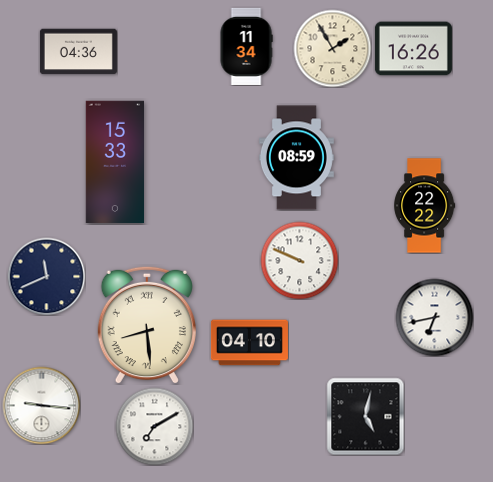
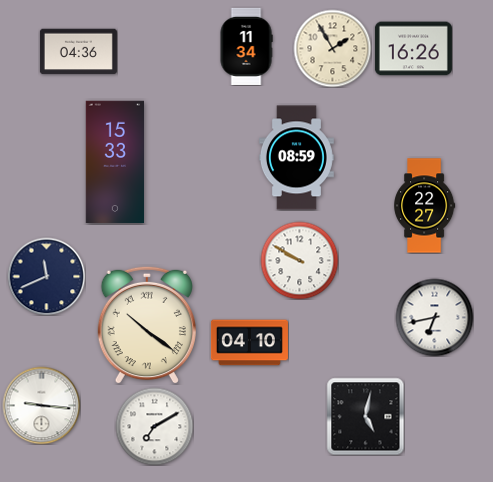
clock at (425, 206): 22:22 -> 22:27
clock at (299, 260): 9:49 -> 9:50
clock at (147, 325): 8:29 -> 10:21
